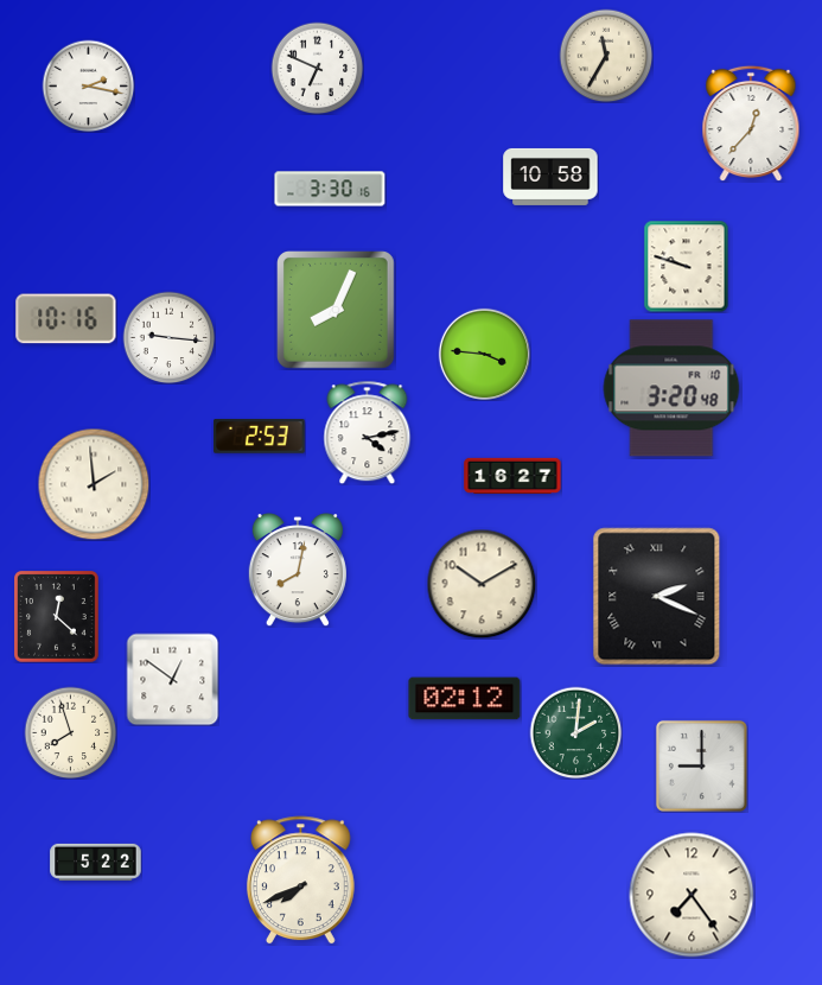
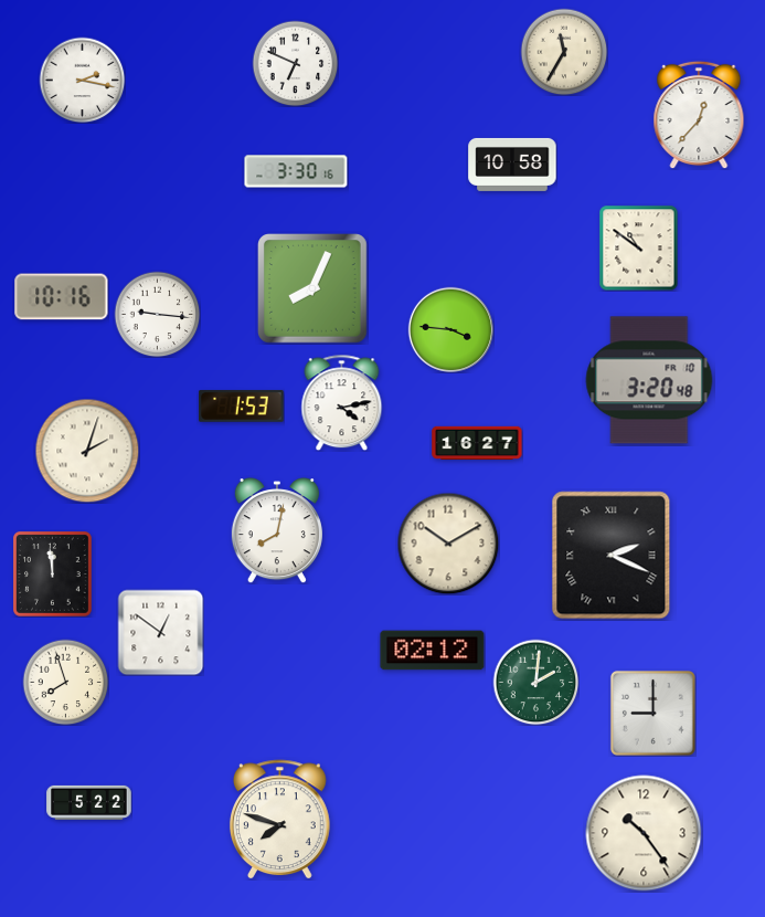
clock at (330, 189) position: (330, 189) -> (296, 171)
clock at (687, 266): 9:48 -> 10:51
clock at (671, 388) position: (671, 388) -> (649, 380)
clock at (260, 437): 2:53 -> 1:53
clock at (94, 484): 1:59 -> 2:03
clock at (57, 617): 12:22 -> 11:59
clock at (300, 881): 7:41 -> 7:48
clock at (692, 895): 7:24 -> 10:24
